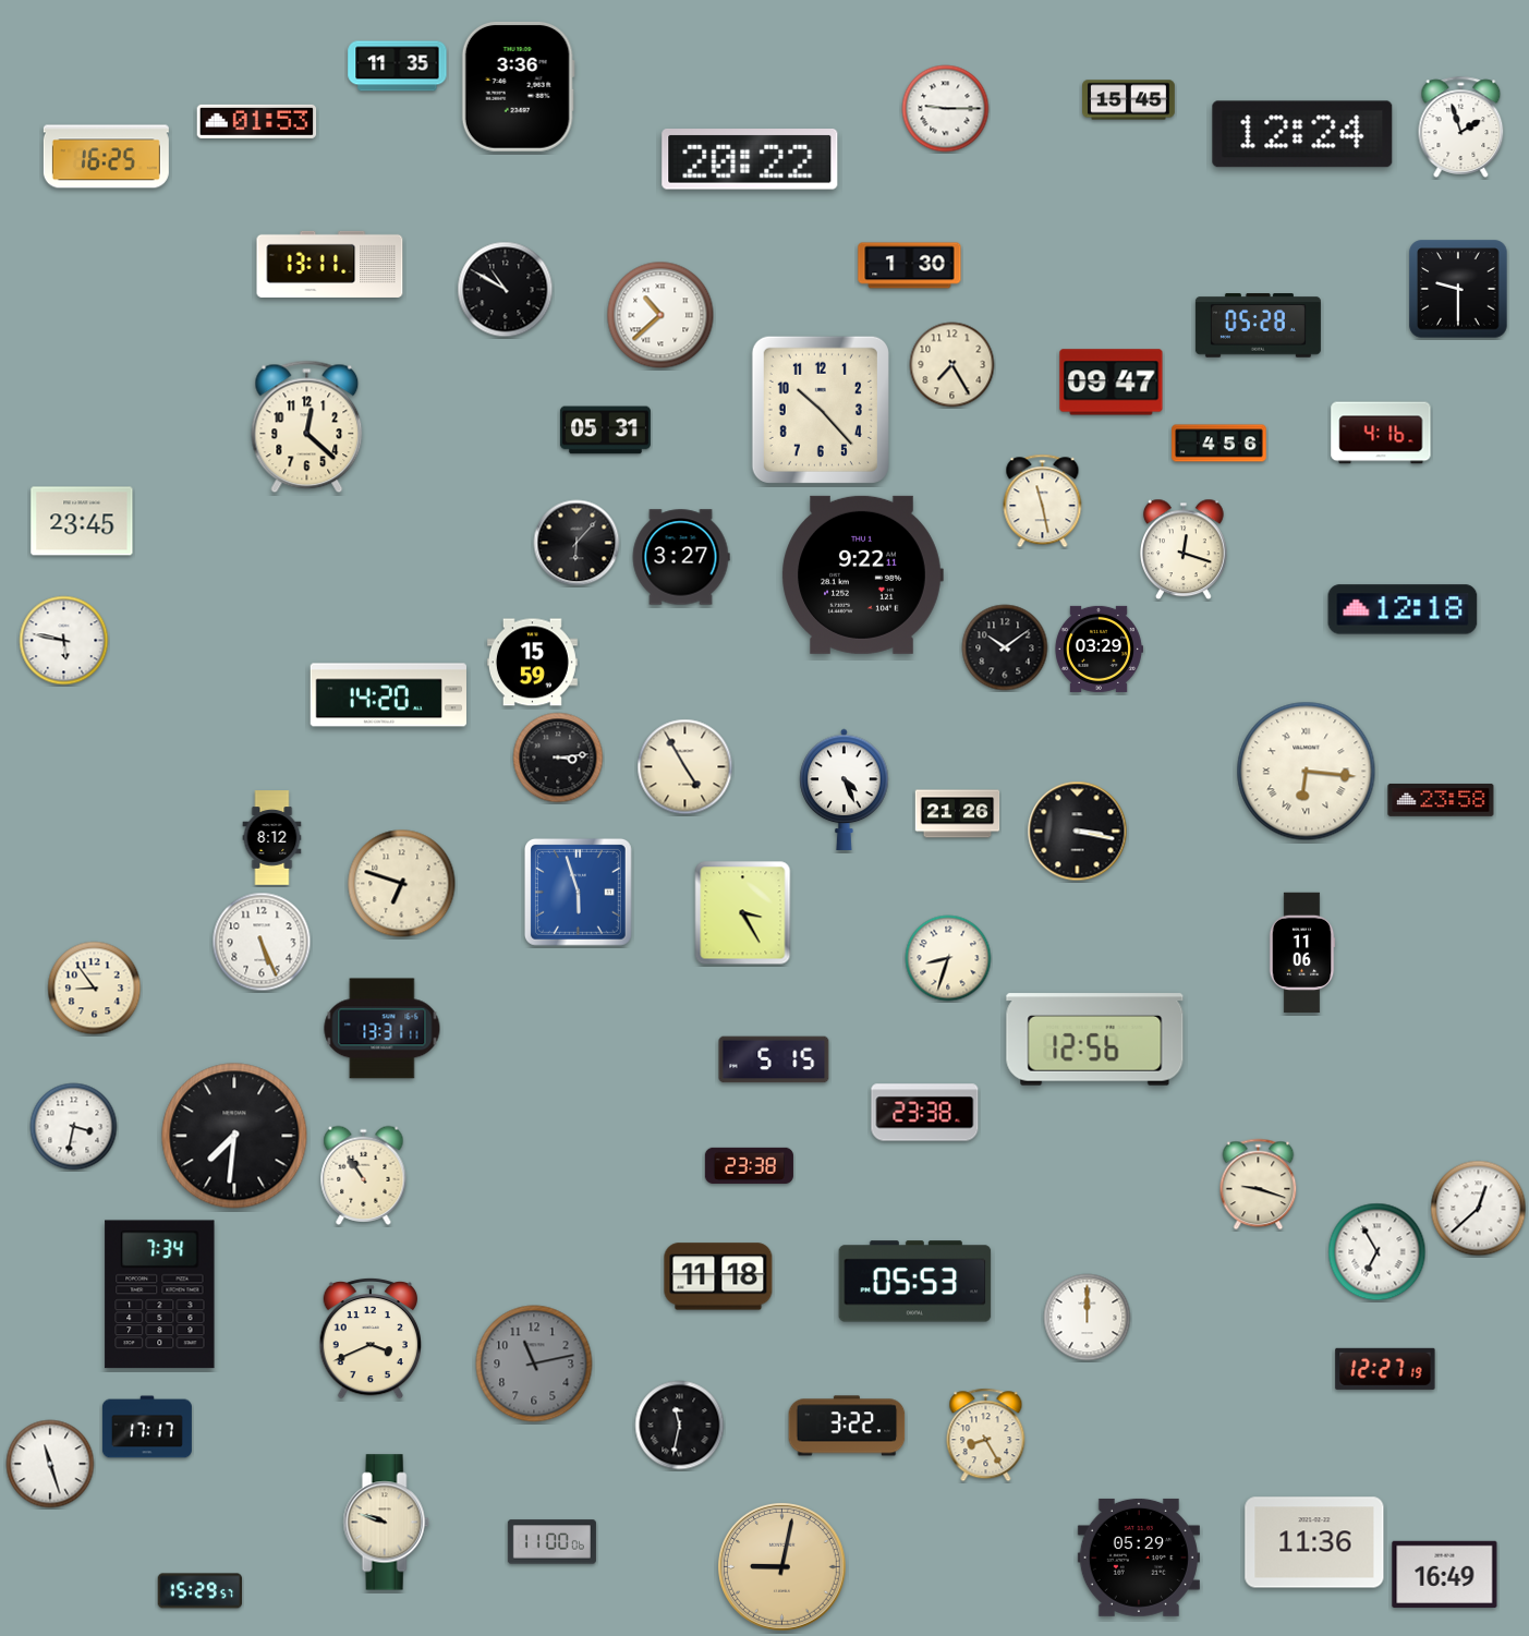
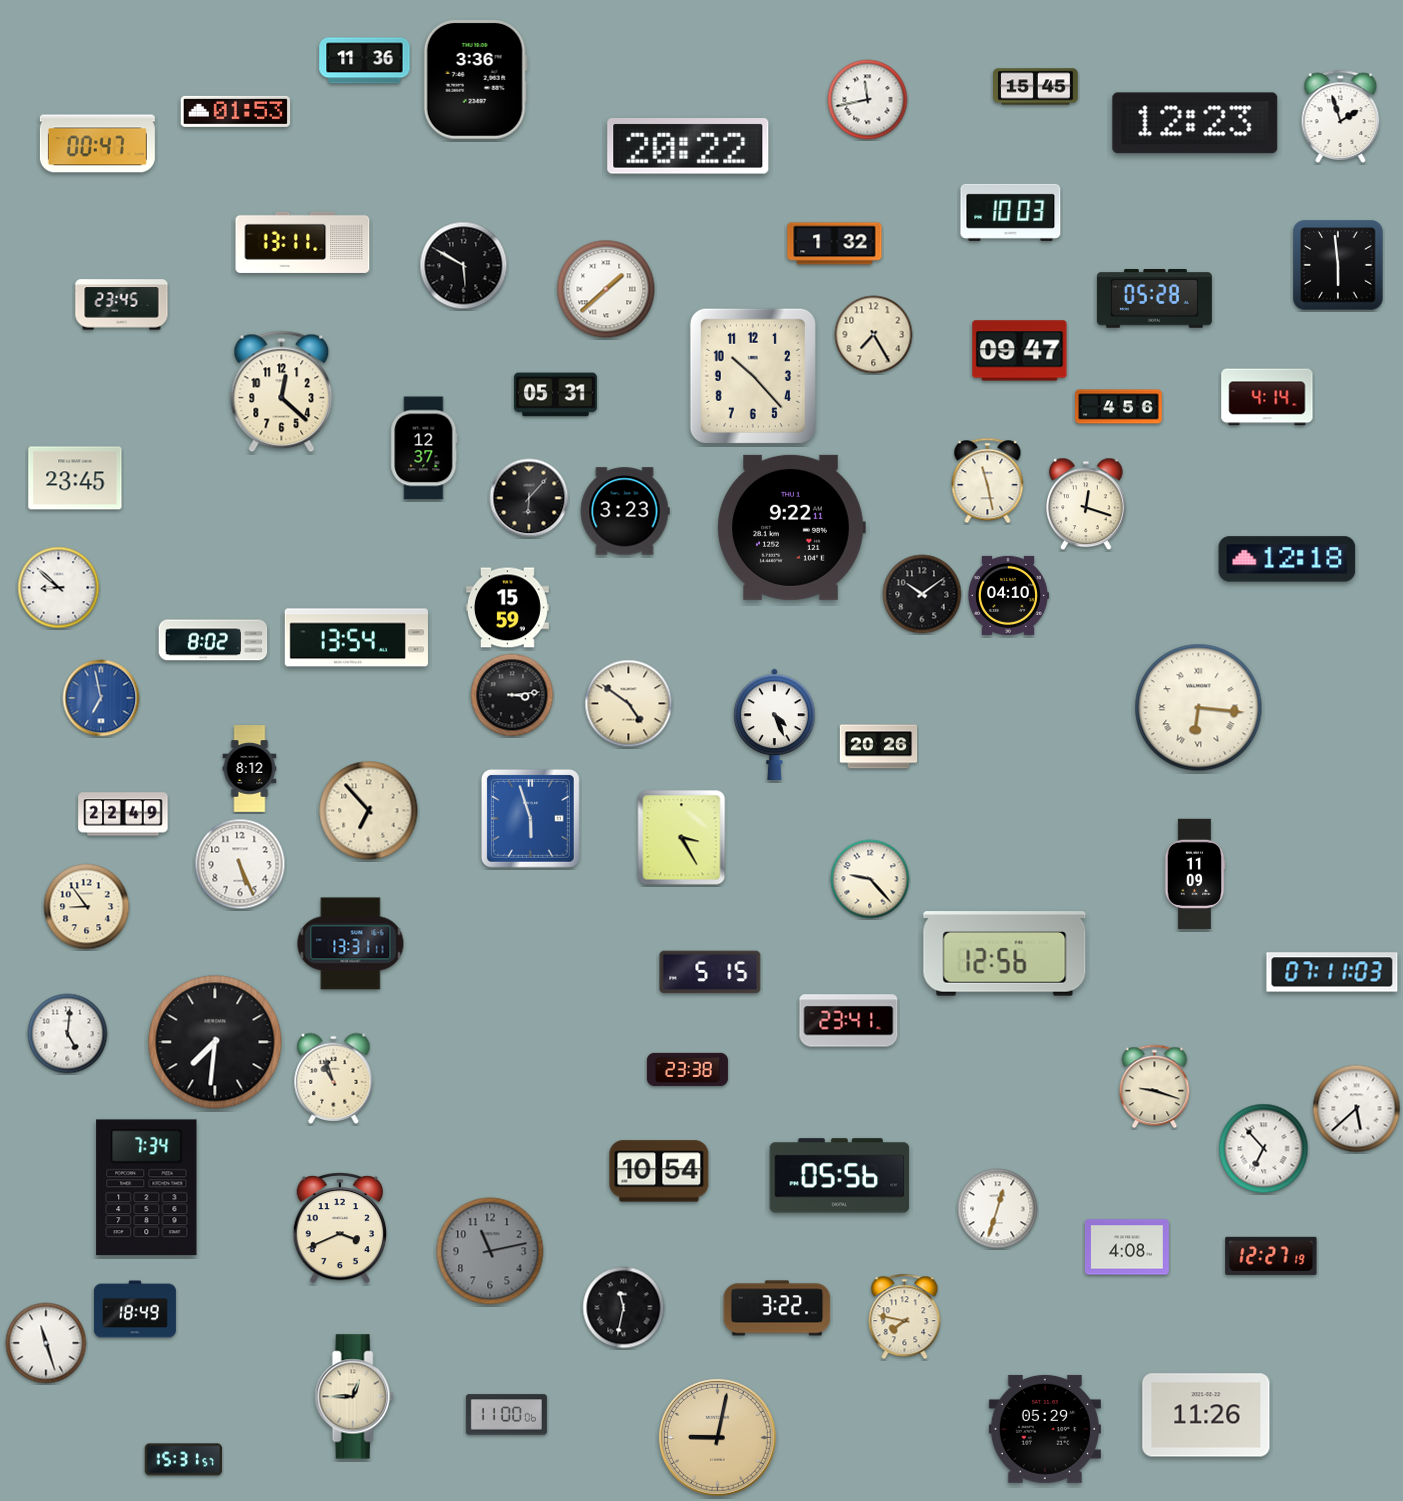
clock at (398, 66): 11:35 -> 11:36
clock at (1129, 100) position: (1129, 100) -> (1036, 87)
clock at (946, 109): 9:15 -> 11:43
clock at (1302, 134): 12:24 -> 12:23
clock at (106, 157): 16:25 -> 00:47
clock at (1011, 212): none -> 10:03
clock at (910, 266): 1:30 -> 1:32
clock at (1458, 289): 9:30 -> 5:59
clock at (506, 290): 10:50 -> 5:50
clock at (660, 315): 10:38 -> 1:38
clock at (122, 305): none -> 23:45
clock at (1381, 433): 4:16 -> 4:14
clock at (424, 448): none -> 12:37
clock at (1043, 501) position: (1043, 501) -> (988, 481)
clock at (681, 557): 3:27 -> 3:23
clock at (64, 641): 5:47 -> 8:52
clock at (1099, 649): 03:29 -> 04:10
clock at (532, 663) position: (532, 663) -> (507, 608)
clock at (388, 695): 14:20 -> 13:54
clock at (213, 640): none -> 8:02
clock at (101, 698): none -> 6:58
clock at (685, 767): 4:55 -> 4:51
clock at (1441, 800): 23:58 -> none
clock at (958, 814): 21:26 -> 20:26
clock at (1078, 832): 3:17 -> none
clock at (402, 884): 6:48 -> 6:53
clock at (123, 814): none -> 22:49
clock at (1302, 953): 11:06 -> 11:09
clock at (948, 958): 8:33 -> 9:23
clock at (1332, 972): none -> 07:11
clock at (925, 1113): 23:38 -> 23:41
clock at (74, 1127): 3:32 -> 5:01
clock at (364, 1175): 10:54 -> 10:57
clock at (1479, 1209): 12:38 -> 5:38
clock at (1378, 1252): 6:55 -> 6:53
clock at (718, 1276): 11:18 -> 10:54
clock at (915, 1282): 05:53 -> 05:56
clock at (1088, 1318): 12:00 -> 12:33
clock at (1127, 1247): none -> 4:08
clock at (147, 1427): 17:17 -> 18:49
clock at (986, 1435): 8:25 -> 7:47
clock at (386, 1523): 9:48 -> 12:45
clock at (1314, 1542): 11:36 -> 11:26
clock at (1445, 1574): 16:49 -> none
clock at (201, 1591): 15:29 -> 15:31
